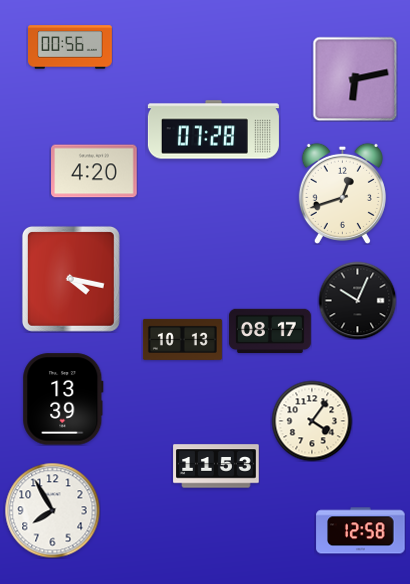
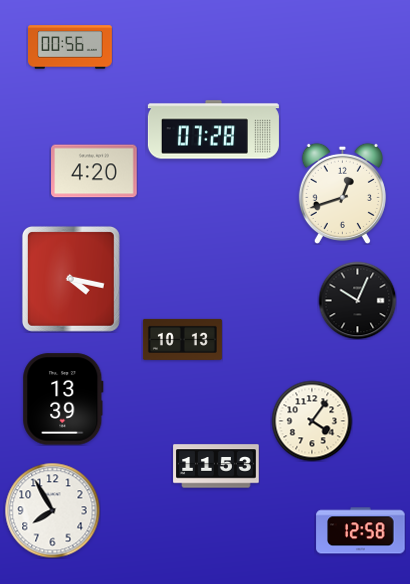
clock at (355, 79): 6:13 -> none
clock at (270, 330): 08:17 -> none
